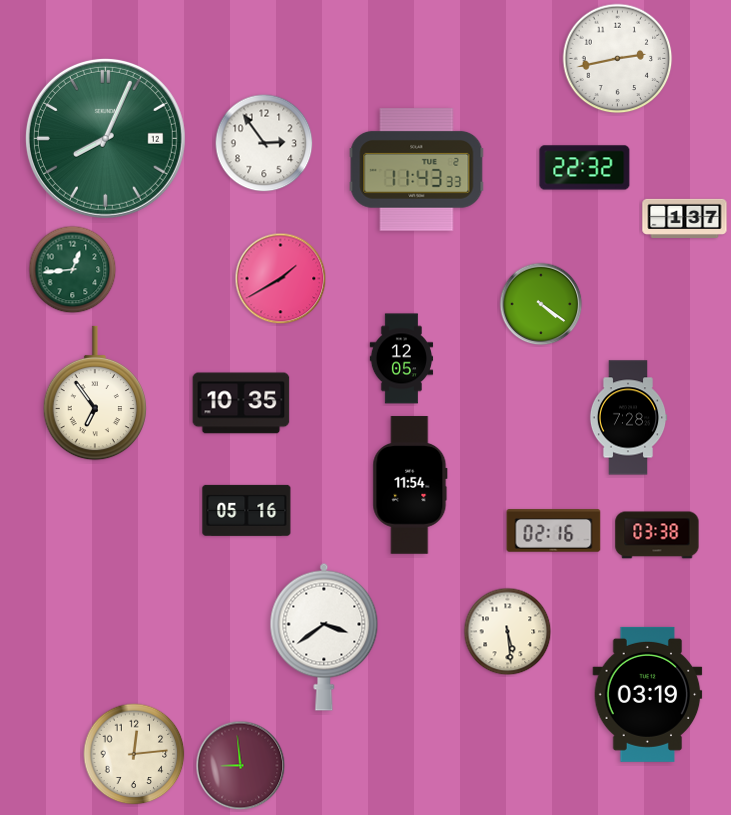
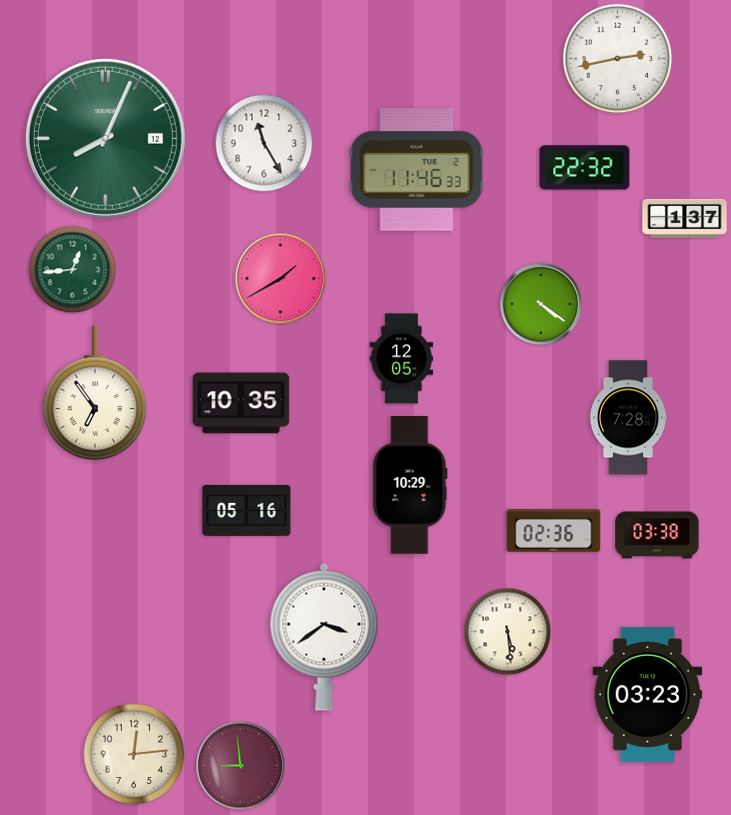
clock at (264, 143): 2:54 -> 11:25
clock at (417, 170): 11:43 -> 11:46
clock at (410, 485): 11:54 -> 10:29
clock at (554, 531): 02:16 -> 02:36
clock at (648, 694): 03:19 -> 03:23
